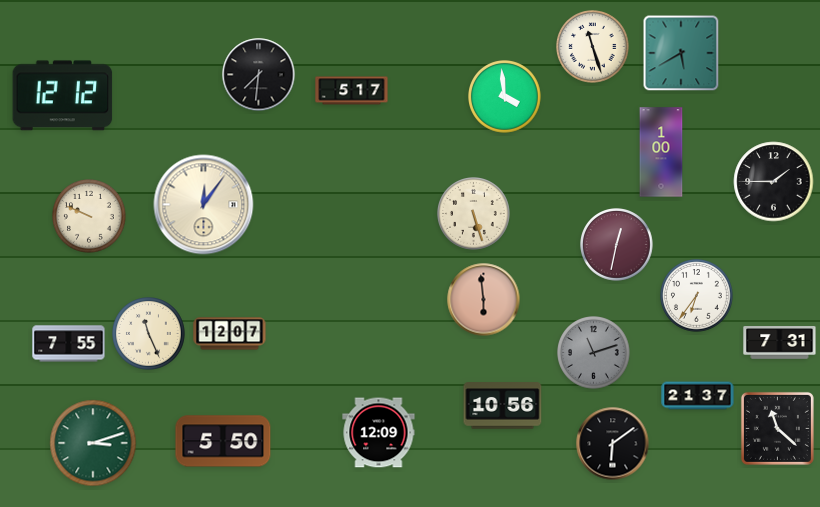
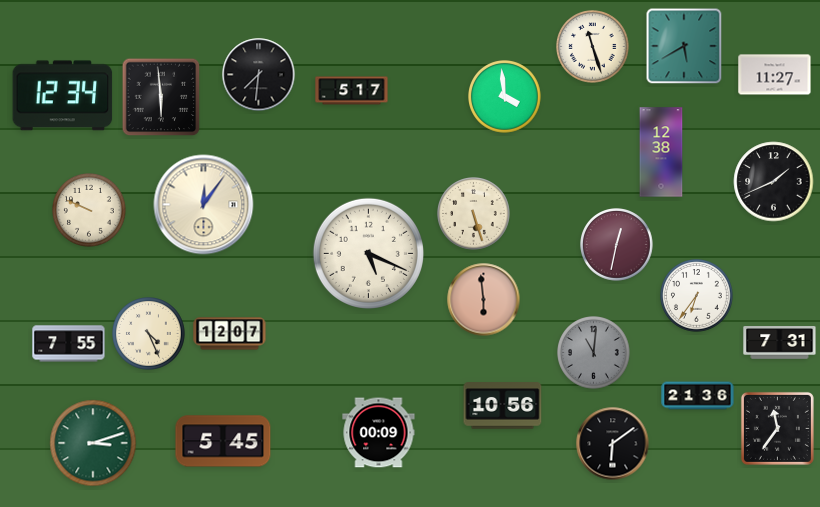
clock at (681, 53) position: (681, 53) -> (684, 46)
clock at (775, 75): none -> 11:27
clock at (63, 96): 12:12 -> 12:34
clock at (161, 97): none -> 5:59
clock at (661, 152): 1:00 -> 12:38
clock at (774, 182): 1:45 -> 1:41
clock at (89, 216) position: (89, 216) -> (89, 210)
clock at (368, 253): none -> 5:19
clock at (149, 334): 11:26 -> 4:26
clock at (594, 353): 11:12 -> 11:01
clock at (698, 396): 21:37 -> 21:36
clock at (777, 428): 11:22 -> 11:36
clock at (379, 433): 12:09 -> 00:09
clock at (223, 441): 5:50 -> 5:45
